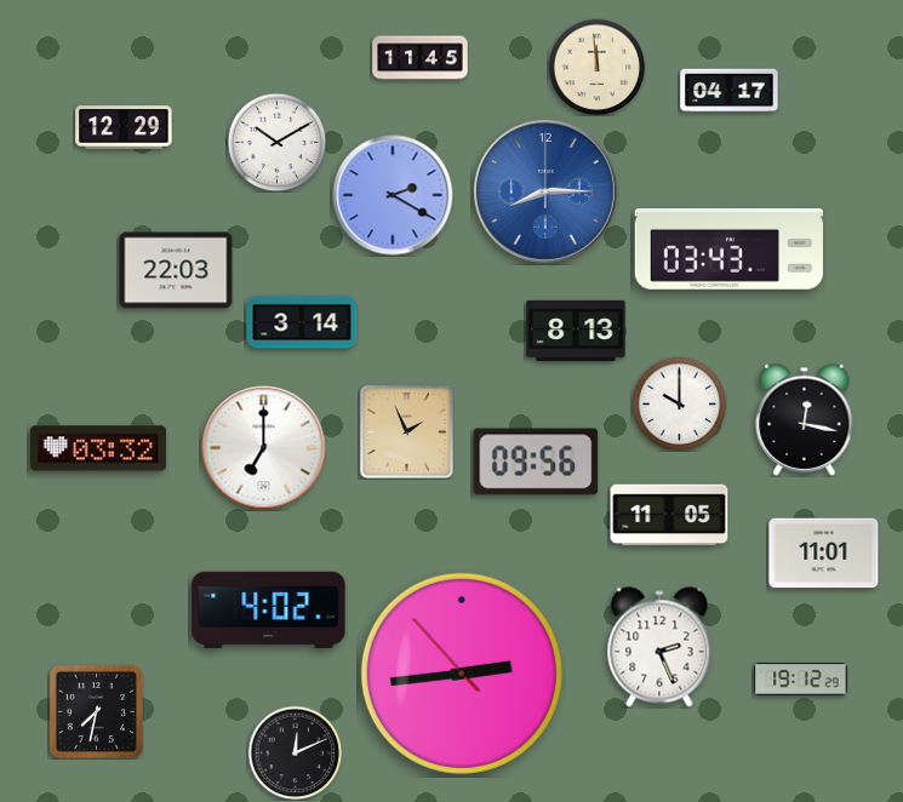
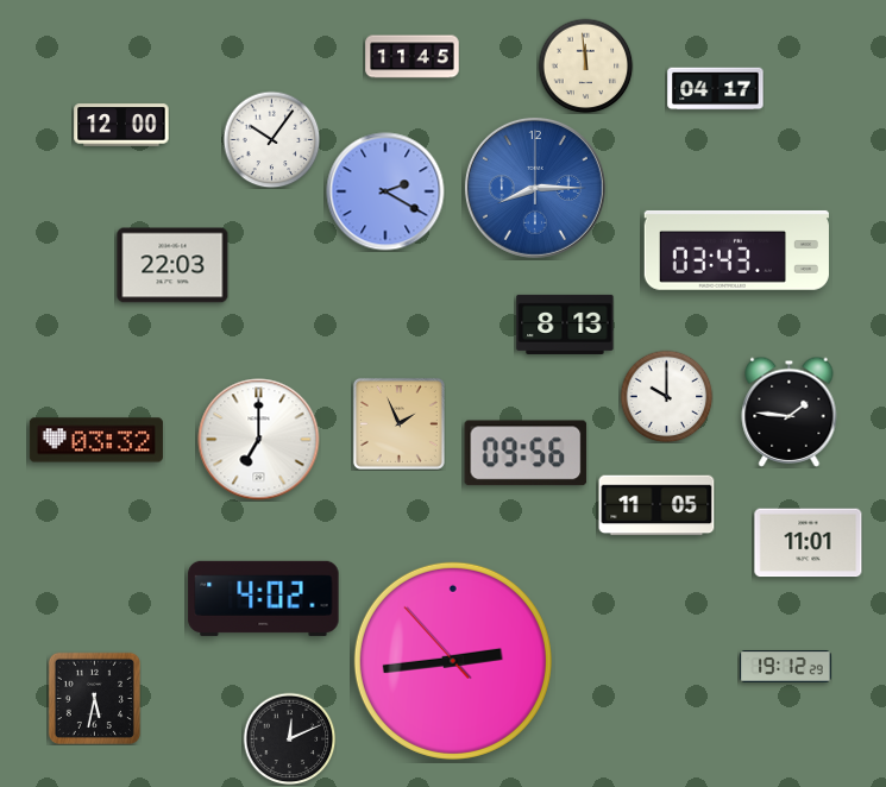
clock at (124, 127): 12:29 -> 12:00
clock at (276, 142): 10:10 -> 10:06
clock at (728, 248) position: (728, 248) -> (736, 250)
clock at (302, 322): 3:14 -> none
clock at (805, 419): 12:17 -> 1:46
clock at (659, 647): 2:26 -> none
clock at (96, 711): 7:32 -> 5:32
